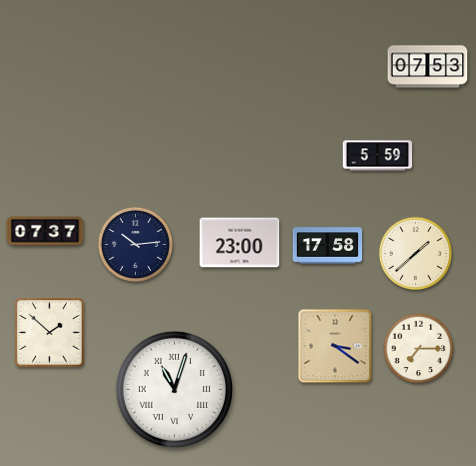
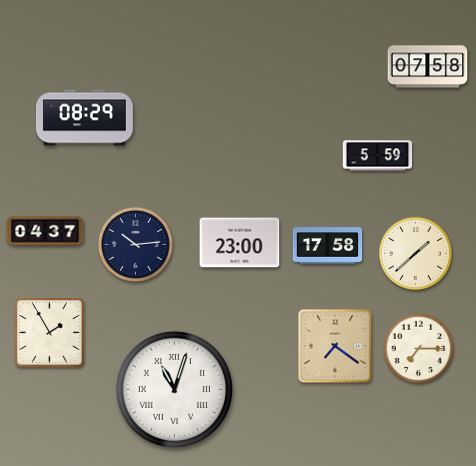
clock at (428, 67): 07:53 -> 07:58
clock at (84, 118): none -> 08:29
clock at (45, 231): 07:37 -> 04:37
clock at (50, 333): 1:52 -> 1:55
clock at (335, 346): 3:21 -> 7:21
